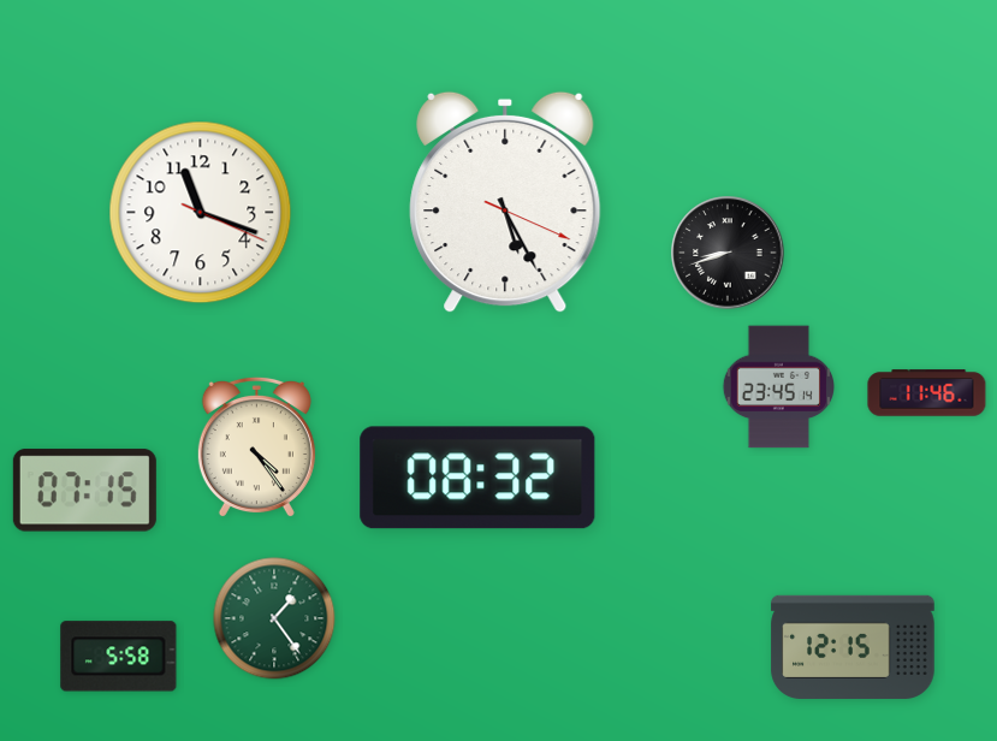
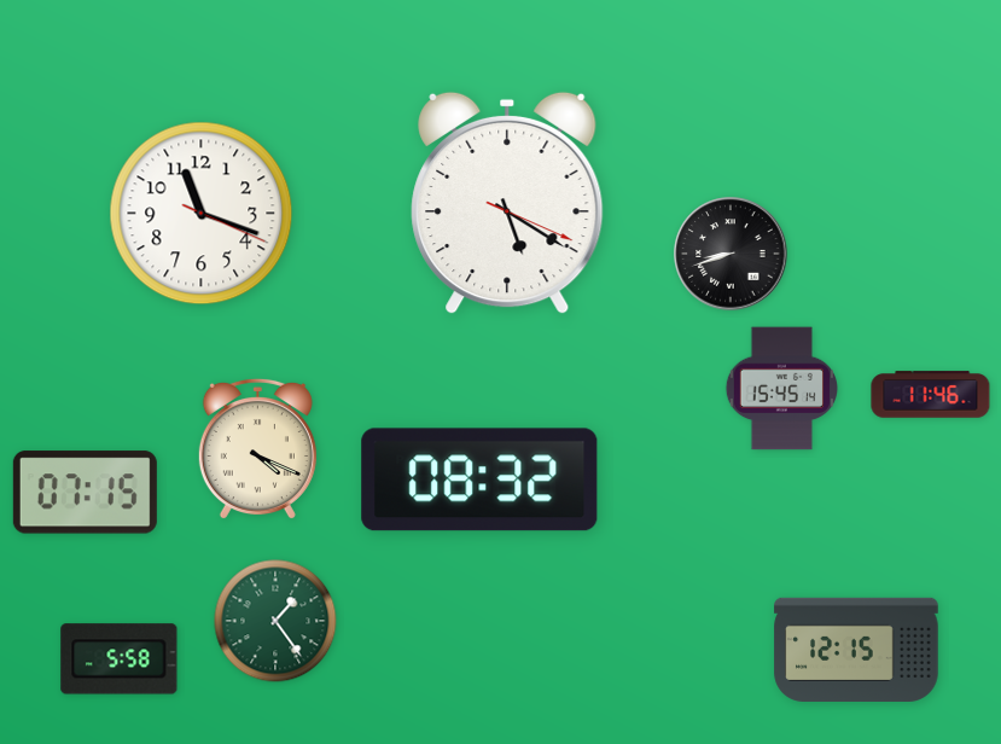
clock at (505, 202): 5:25 -> 5:20
clock at (778, 387): 23:45 -> 15:45
clock at (256, 447): 4:24 -> 4:19
